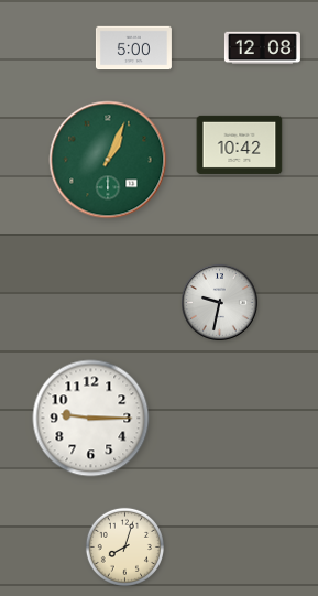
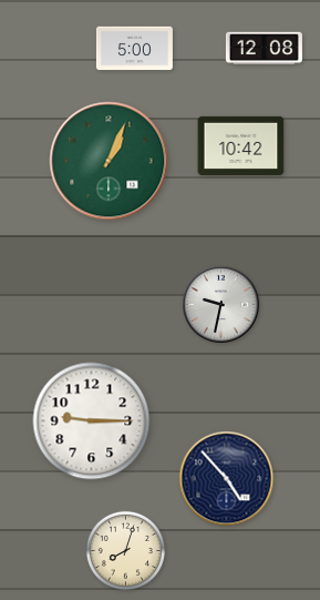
clock at (227, 479): none -> 4:53
